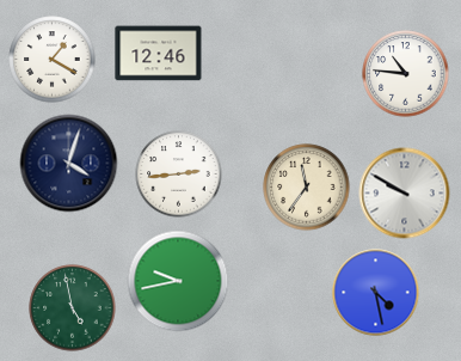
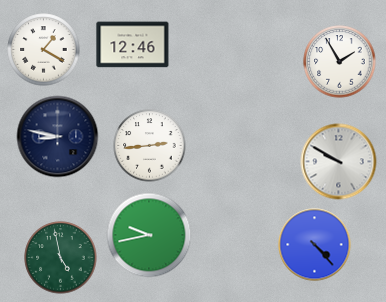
clock at (406, 74): 10:46 -> 1:55
clock at (69, 164): 4:03 -> 8:47
clock at (307, 188): 11:36 -> none
clock at (376, 293): 4:28 -> 4:23
